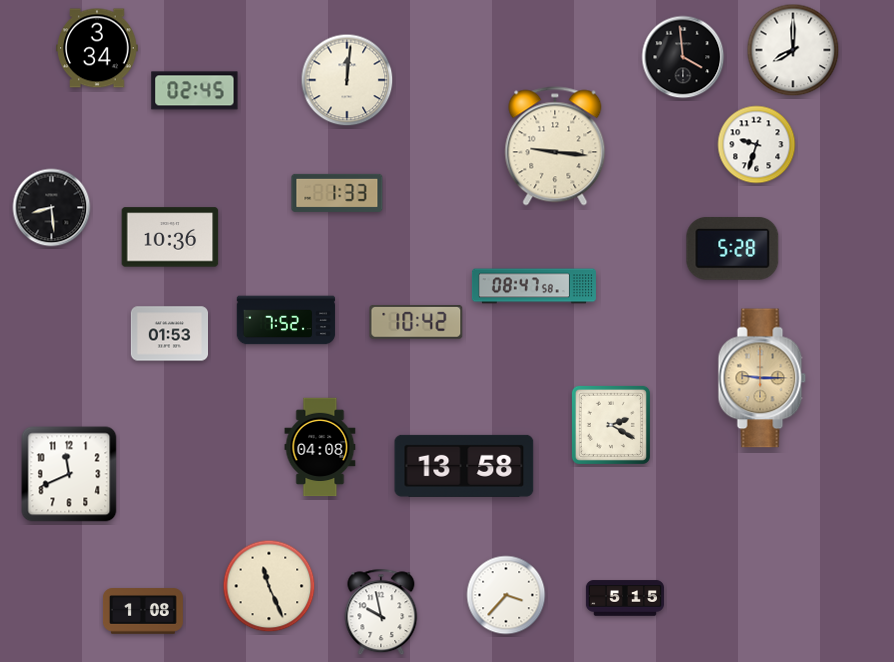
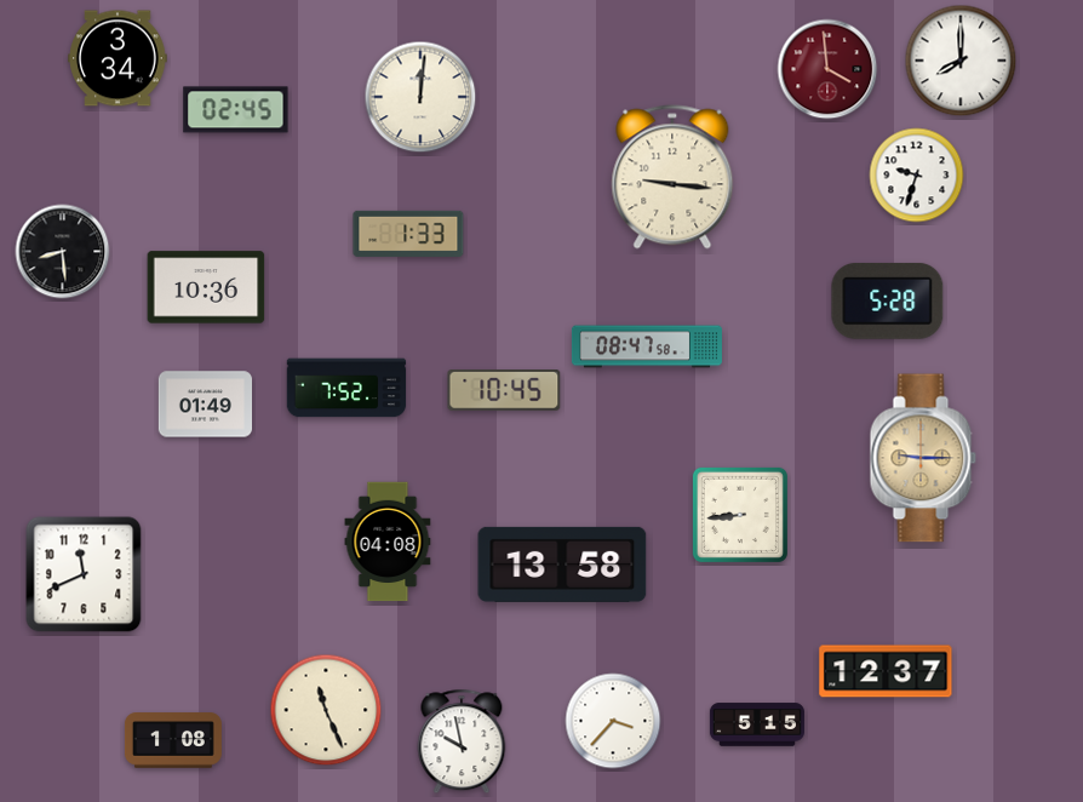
clock at (683, 57) dial: black -> burgundy
clock at (416, 323): 10:42 -> 10:45
clock at (169, 334): 01:53 -> 01:49
clock at (611, 425): 2:20 -> 8:44
clock at (886, 671): none -> 12:37
